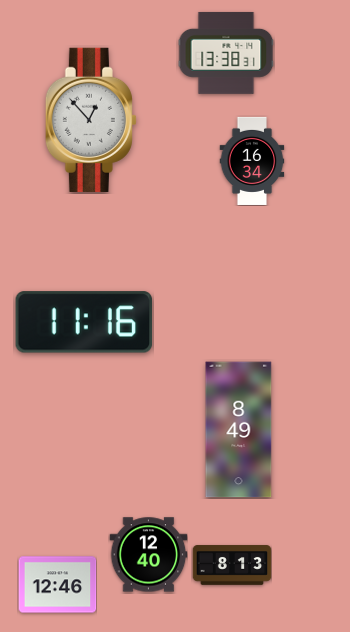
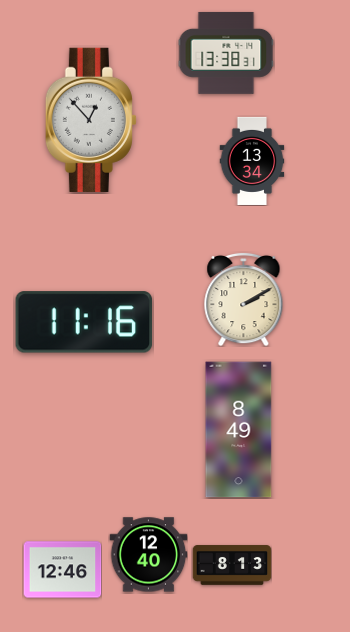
clock at (252, 161): 16:34 -> 13:34
clock at (244, 299): none -> 2:10
clock at (57, 585) position: (57, 585) -> (62, 570)
